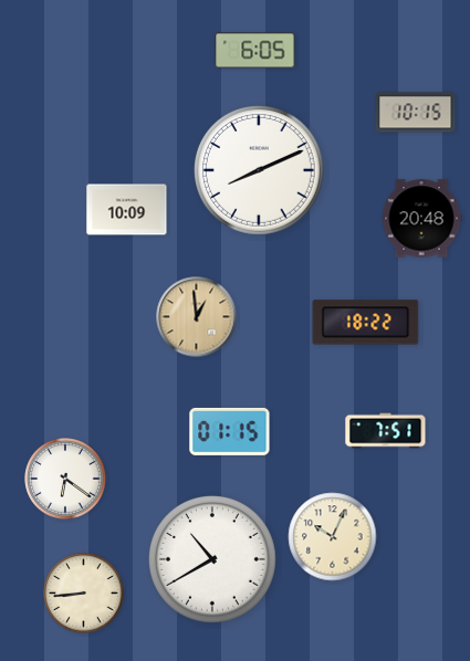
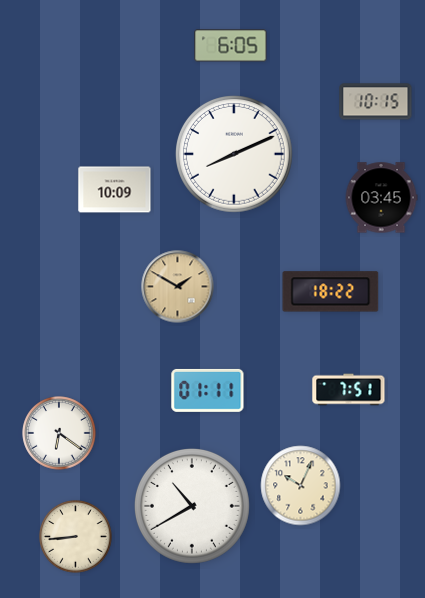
clock at (421, 219): 20:48 -> 03:45
clock at (197, 317): 12:59 -> 1:50
clock at (230, 431): 01:15 -> 01:11
